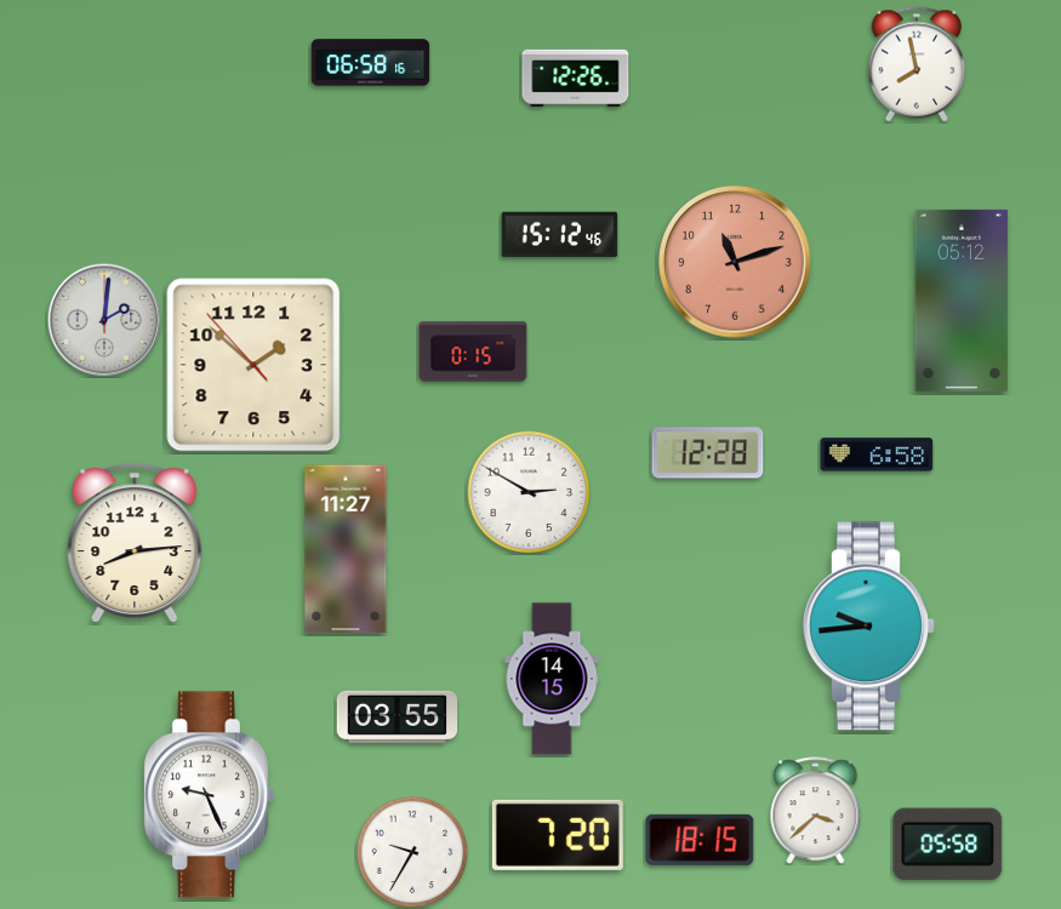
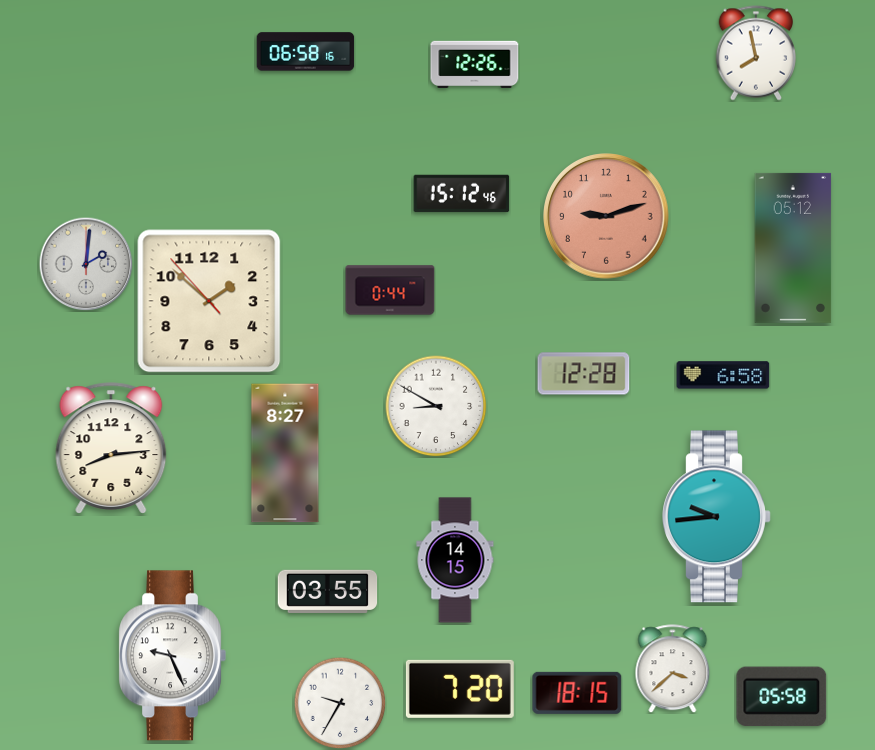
clock at (736, 263): 11:12 -> 9:12
clock at (473, 351): 0:15 -> 0:44
clock at (529, 492): 2:50 -> 8:50
clock at (346, 549): 11:27 -> 8:27
